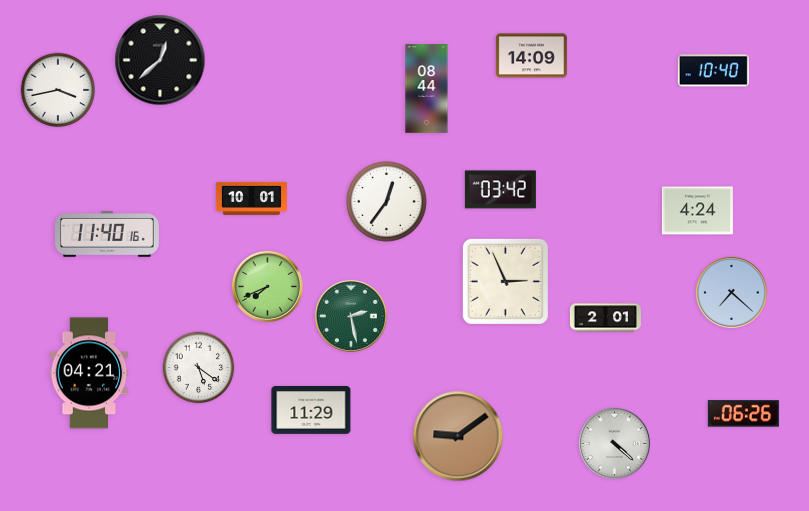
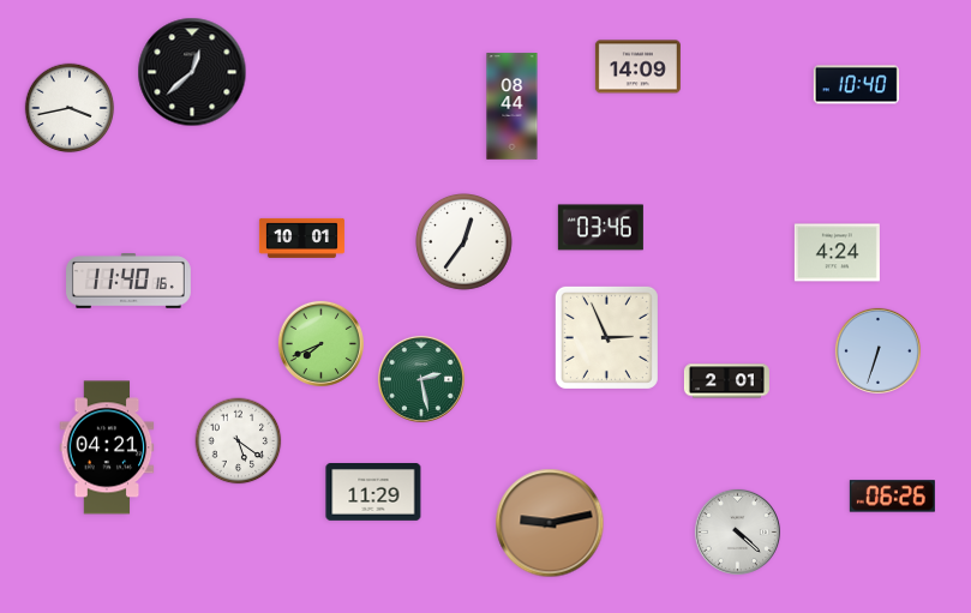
clock at (500, 190): 03:42 -> 03:46
clock at (731, 292): 7:22 -> 6:33
clock at (458, 436): 9:09 -> 9:13
